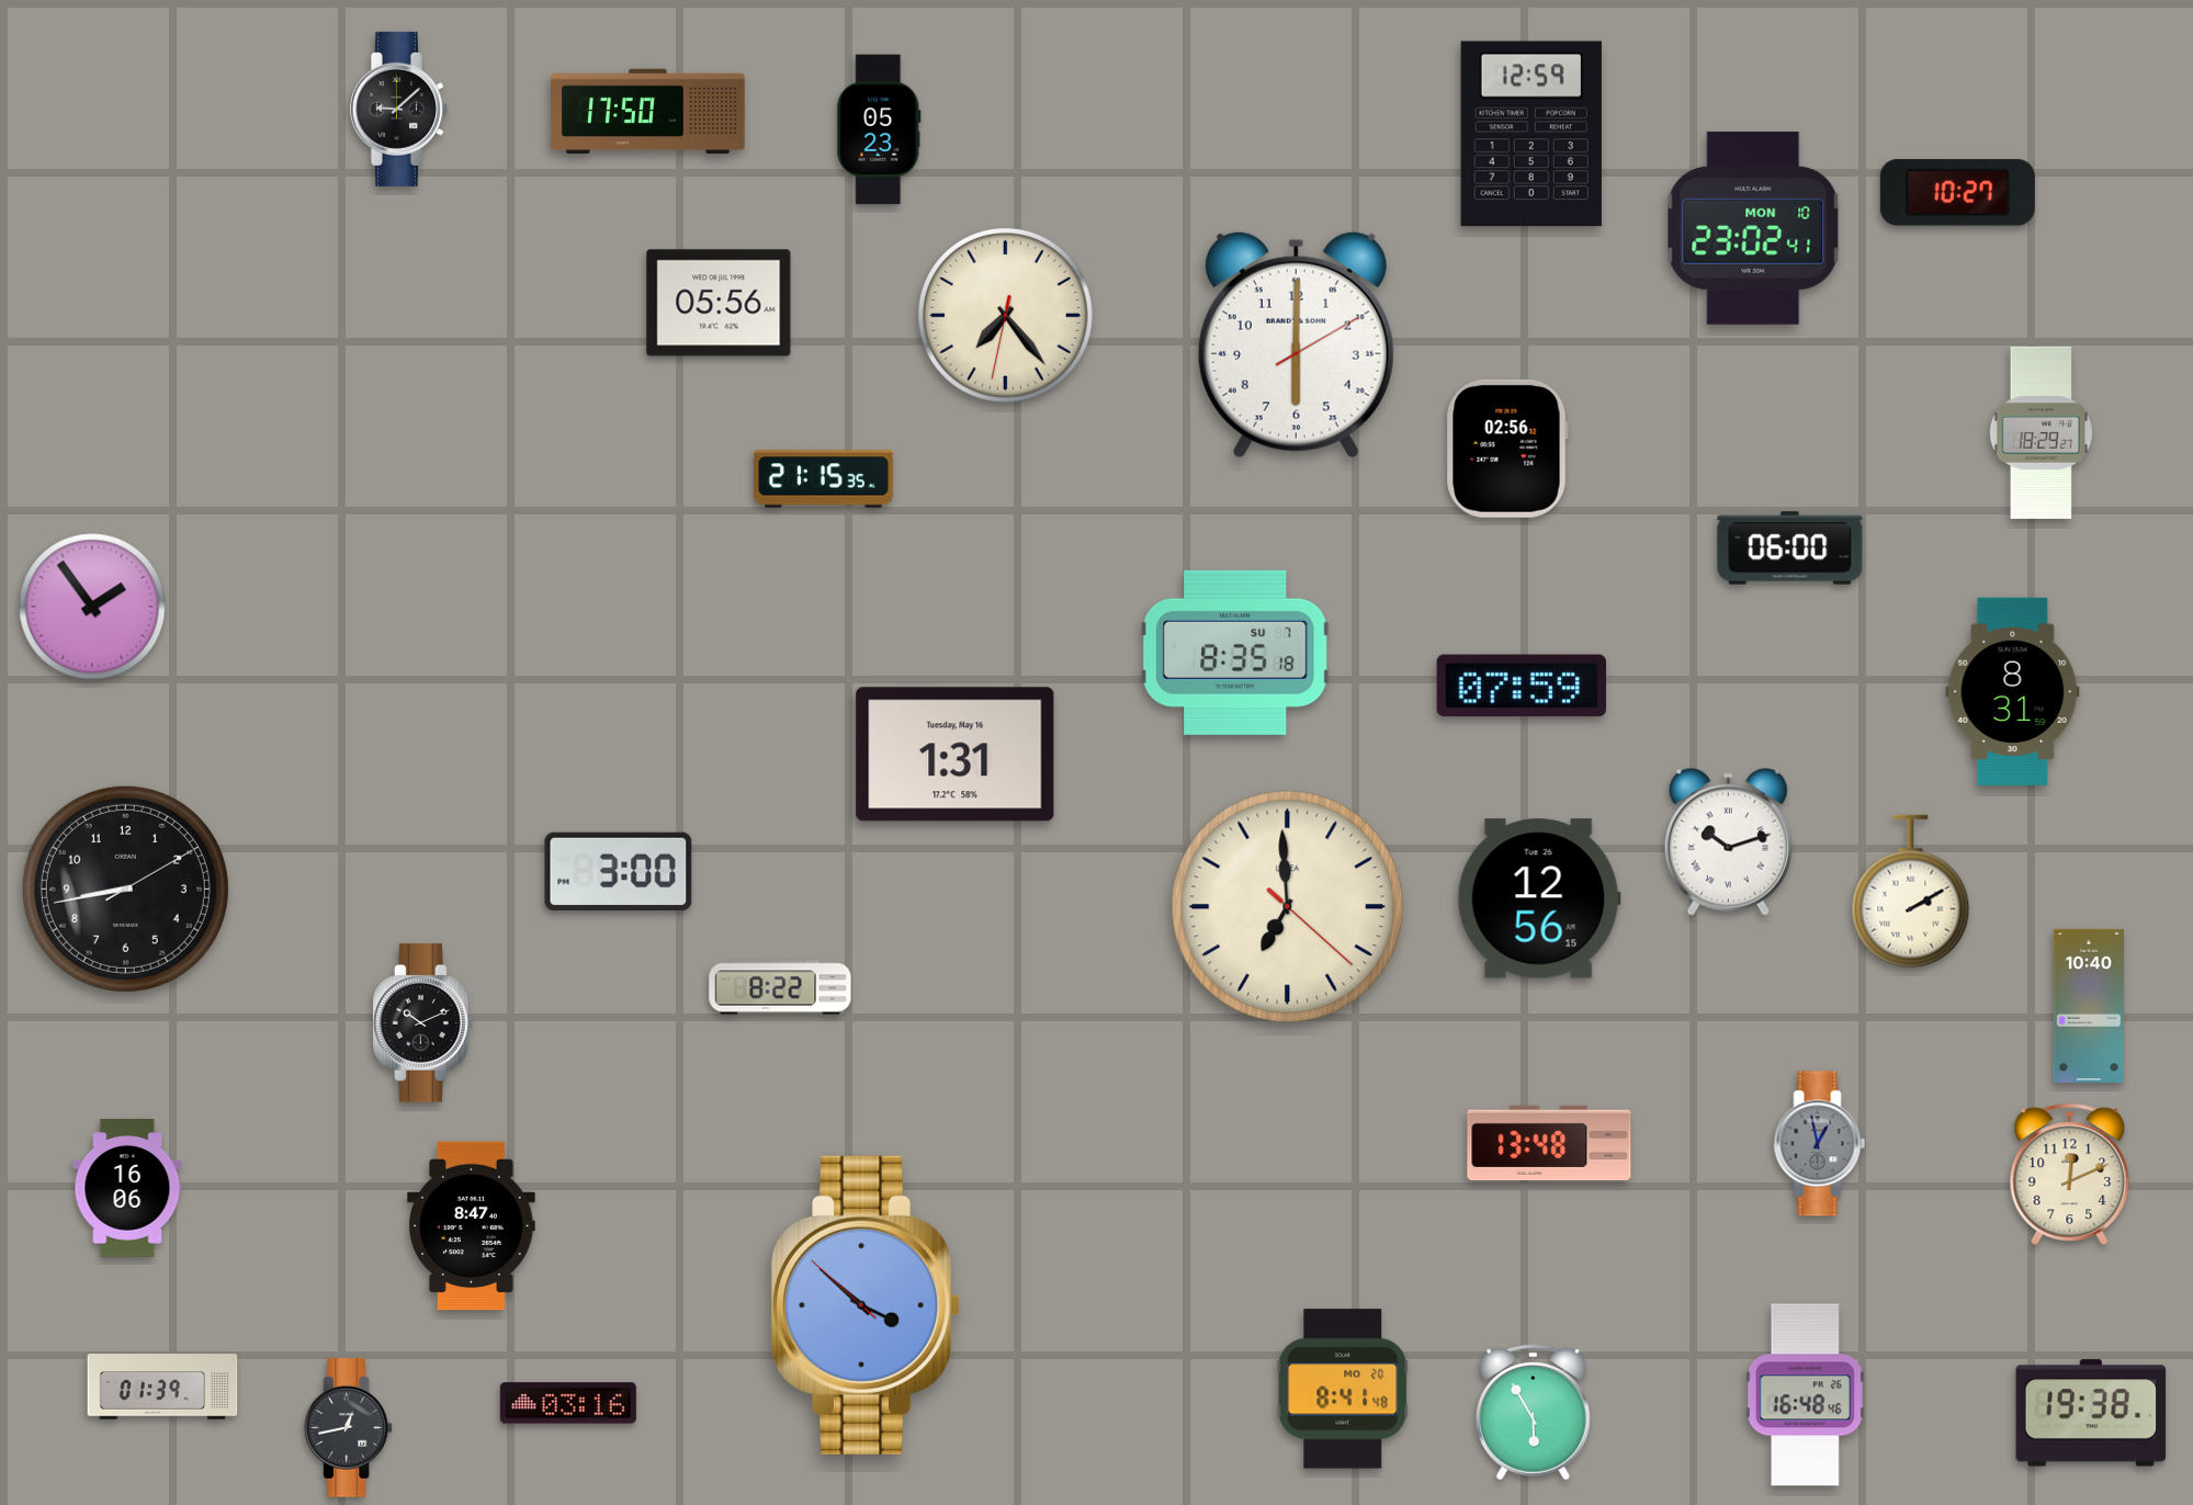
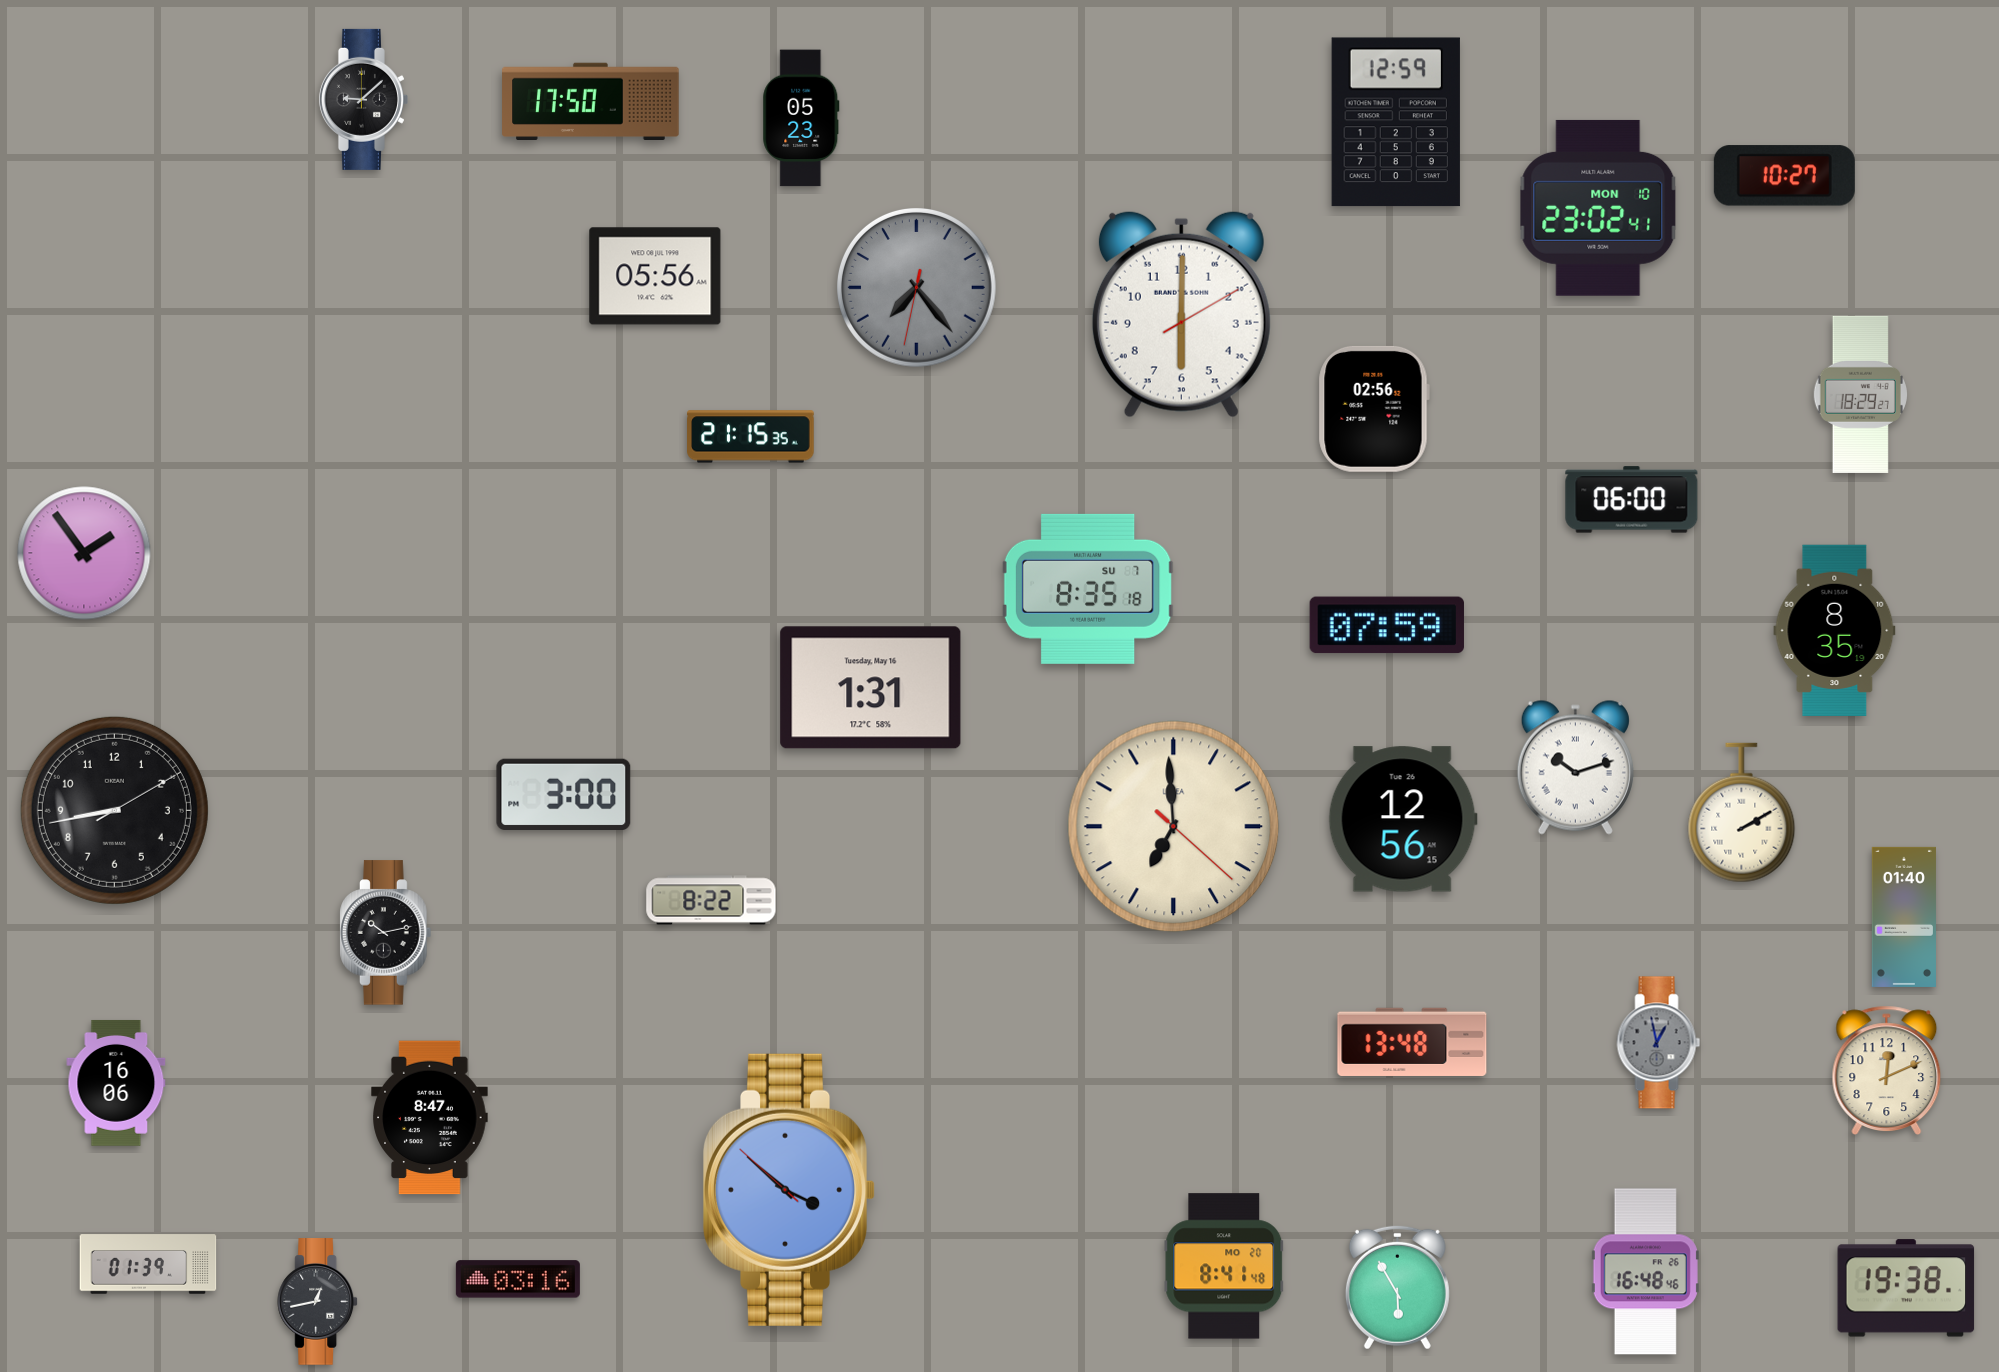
clock at (1006, 316) dial: cream -> grey
clock at (1235, 653) position: (1235, 653) -> (1088, 589)
clock at (2013, 691): 8:31 -> 8:35
clock at (2089, 1006): 10:40 -> 01:40
clock at (423, 1023): 10:11 -> 10:13
